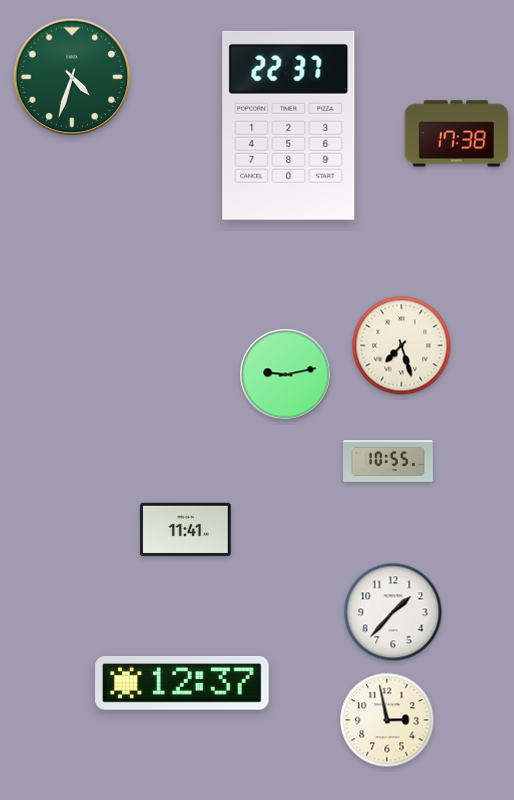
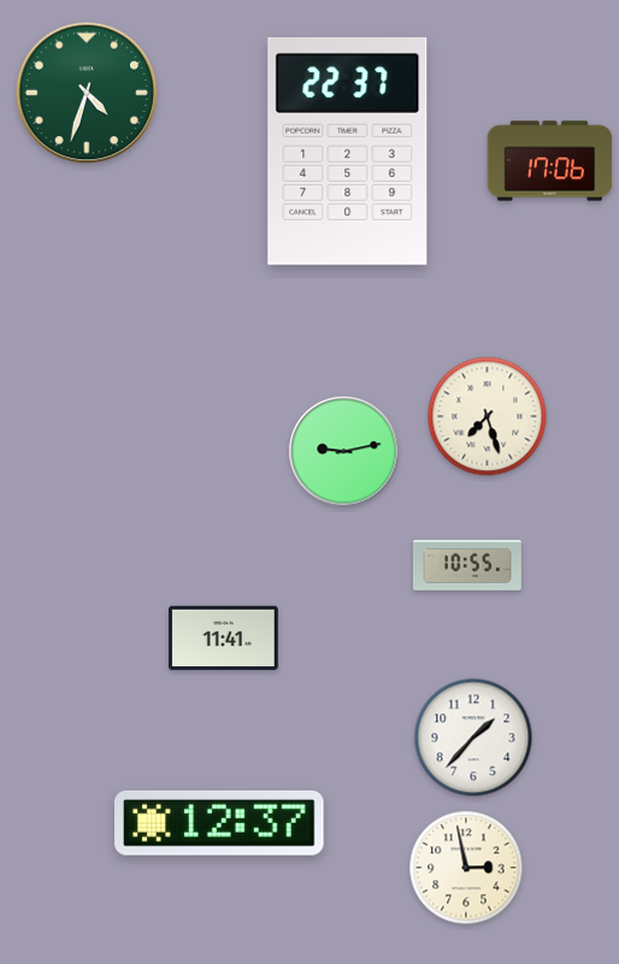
clock at (457, 134): 17:38 -> 17:06
clock at (402, 346) position: (402, 346) -> (488, 417)
clock at (388, 462) position: (388, 462) -> (467, 566)
